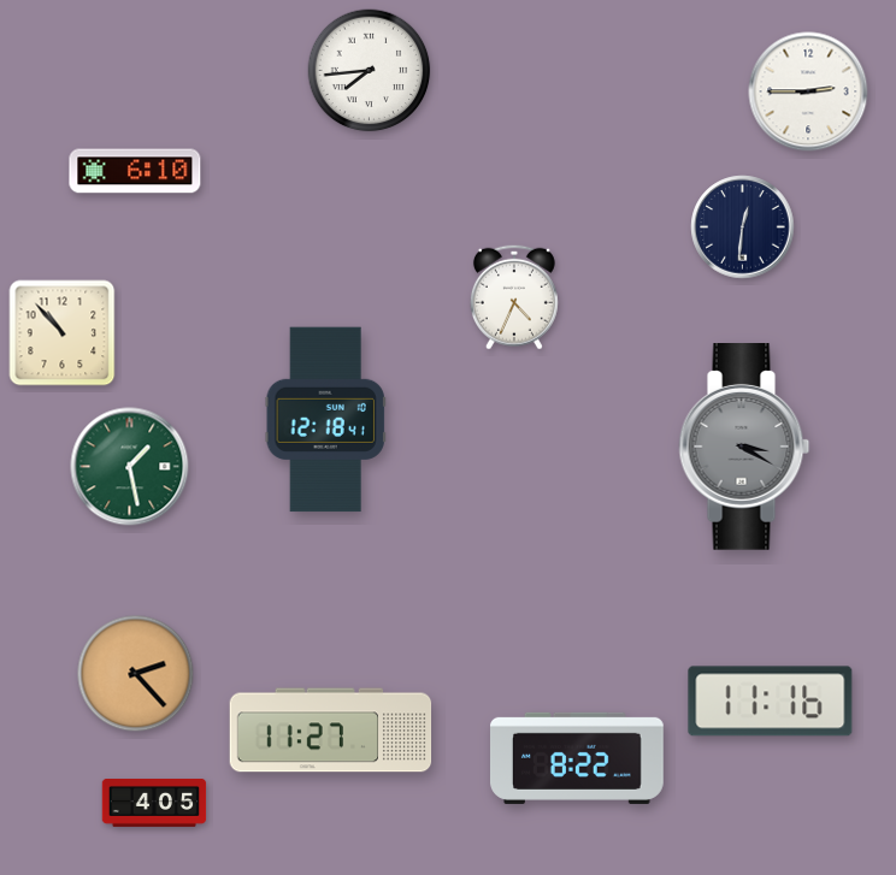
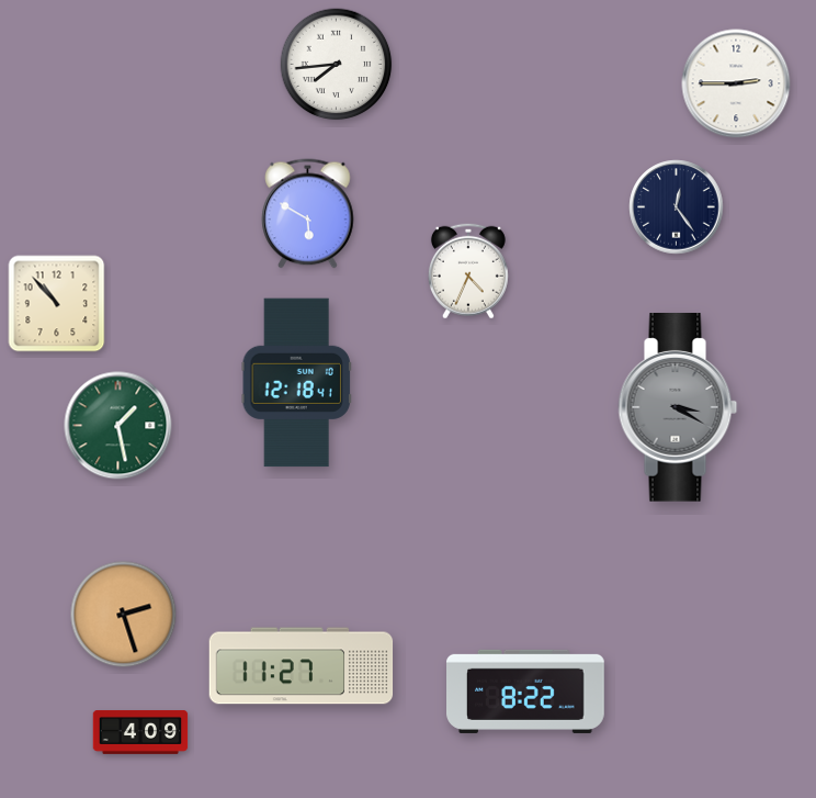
clock at (135, 171): 6:10 -> none
clock at (743, 227): 12:31 -> 12:24
clock at (308, 214): none -> 5:50
clock at (136, 674): 2:23 -> 2:27
clock at (771, 702): 11:16 -> none
clock at (154, 804): 4:05 -> 4:09
